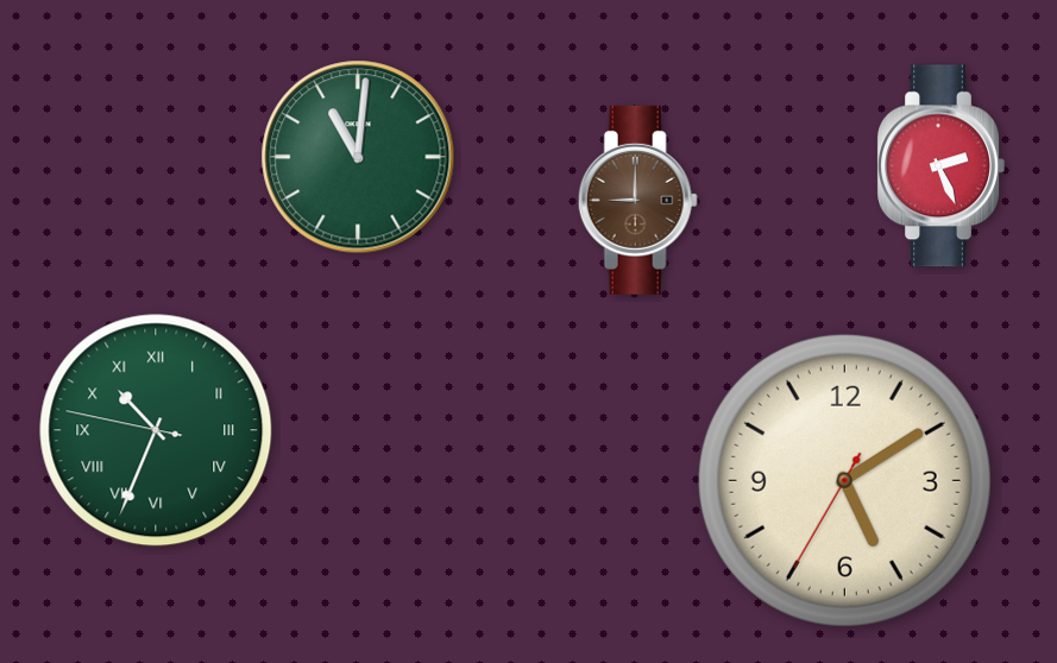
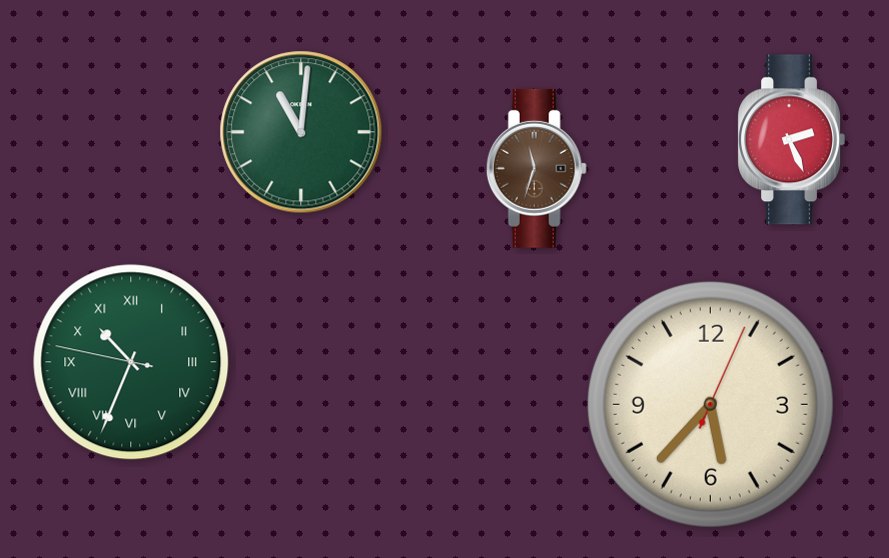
clock at (637, 200): 9:00 -> 11:33
clock at (844, 480): 5:09 -> 5:37
